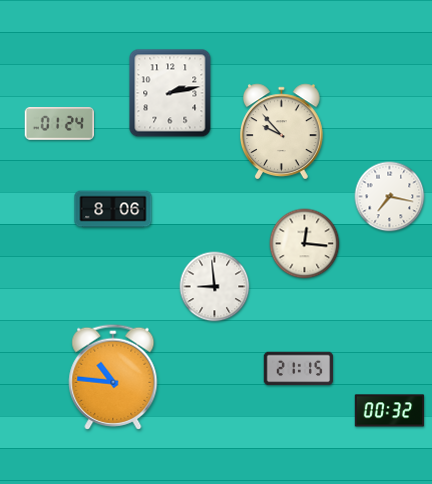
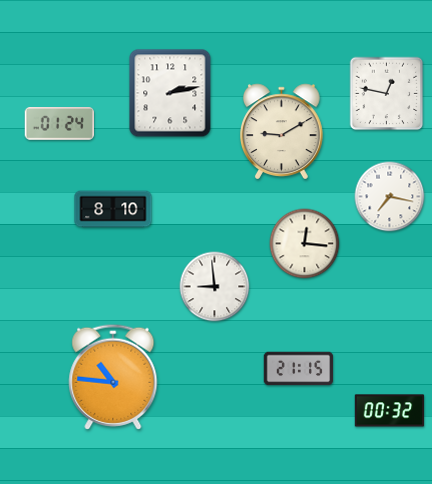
clock at (387, 94): none -> 12:47
clock at (282, 132): 9:53 -> 9:10
clock at (113, 209): 8:06 -> 8:10
